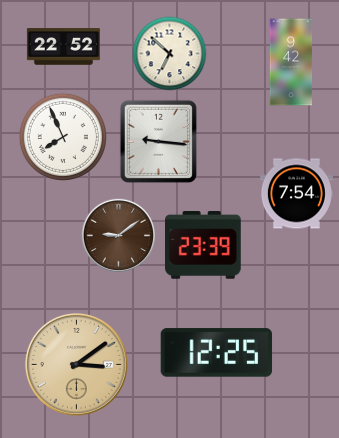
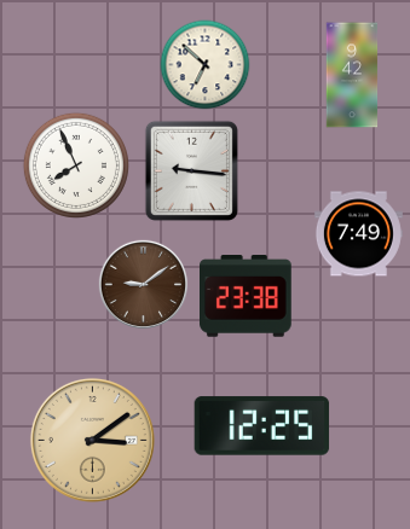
clock at (63, 47): 22:52 -> none
clock at (296, 194): 7:54 -> 7:49
clock at (204, 246): 23:39 -> 23:38
